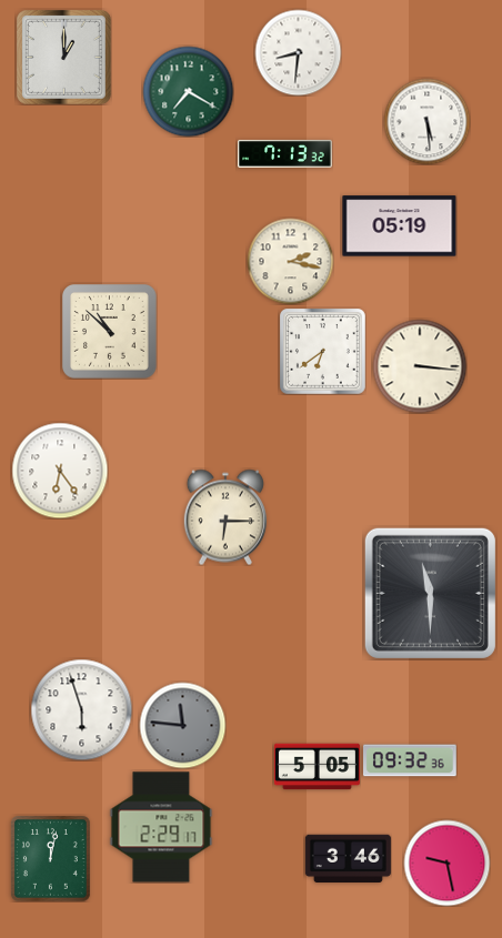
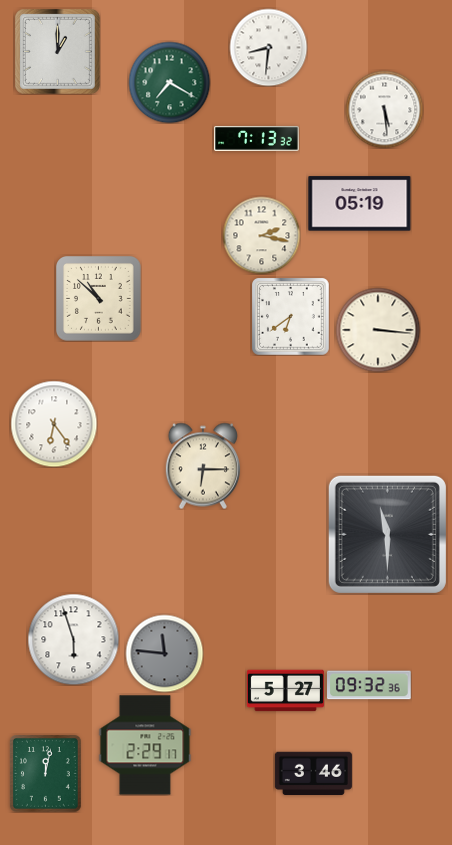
clock at (317, 767): 5:05 -> 5:27
clock at (446, 863): 9:28 -> none
